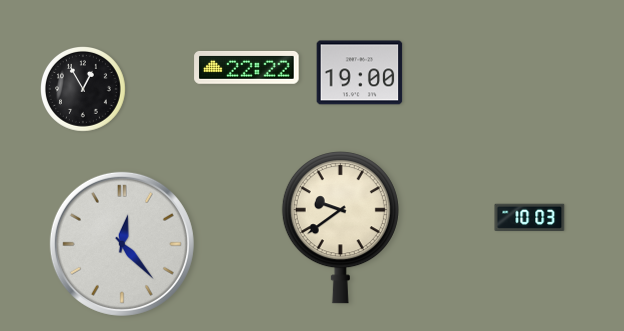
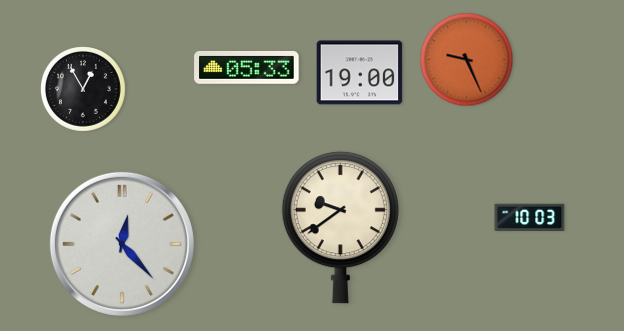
clock at (467, 60): none -> 9:26
clock at (247, 67): 22:22 -> 05:33
